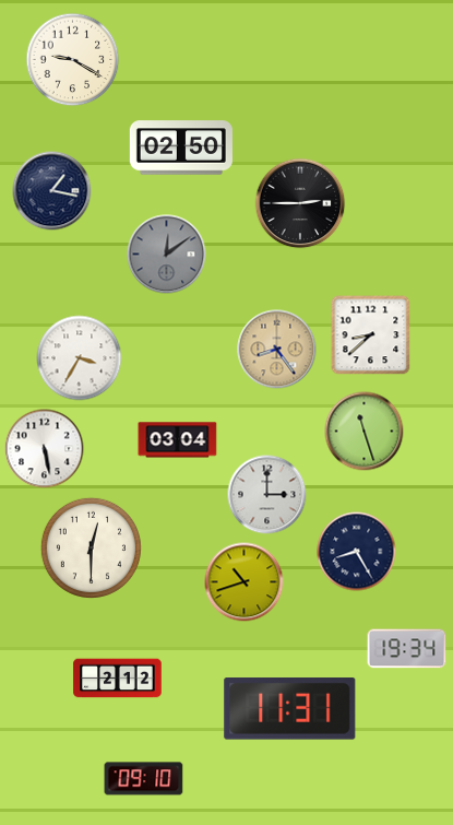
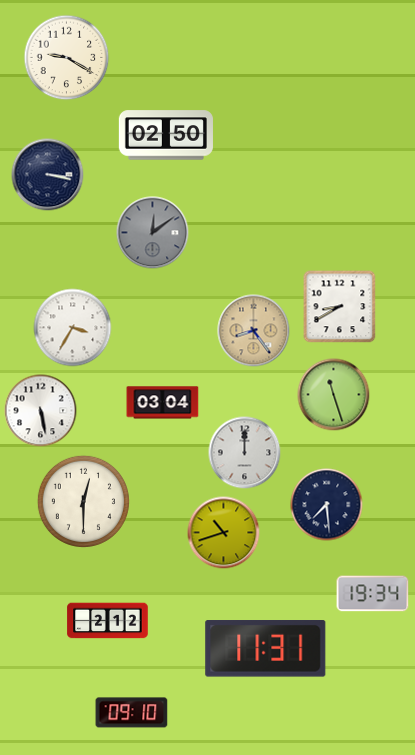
clock at (73, 60) position: (73, 60) -> (67, 58)
clock at (52, 191): 1:17 -> 3:17
clock at (300, 203): 2:45 -> none
clock at (371, 335): 8:38 -> 8:40
clock at (277, 350) position: (277, 350) -> (254, 331)
clock at (267, 495): 3:00 -> 12:00
clock at (357, 552): 8:25 -> 7:29
